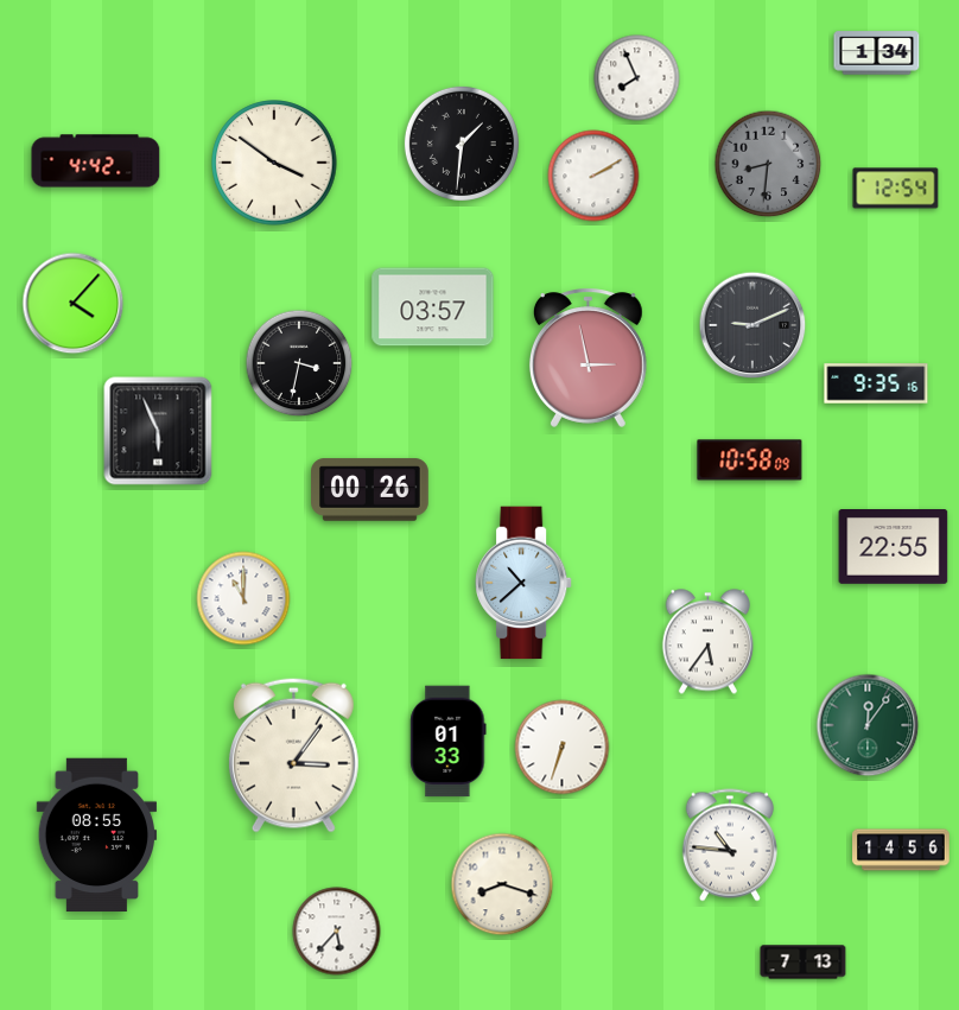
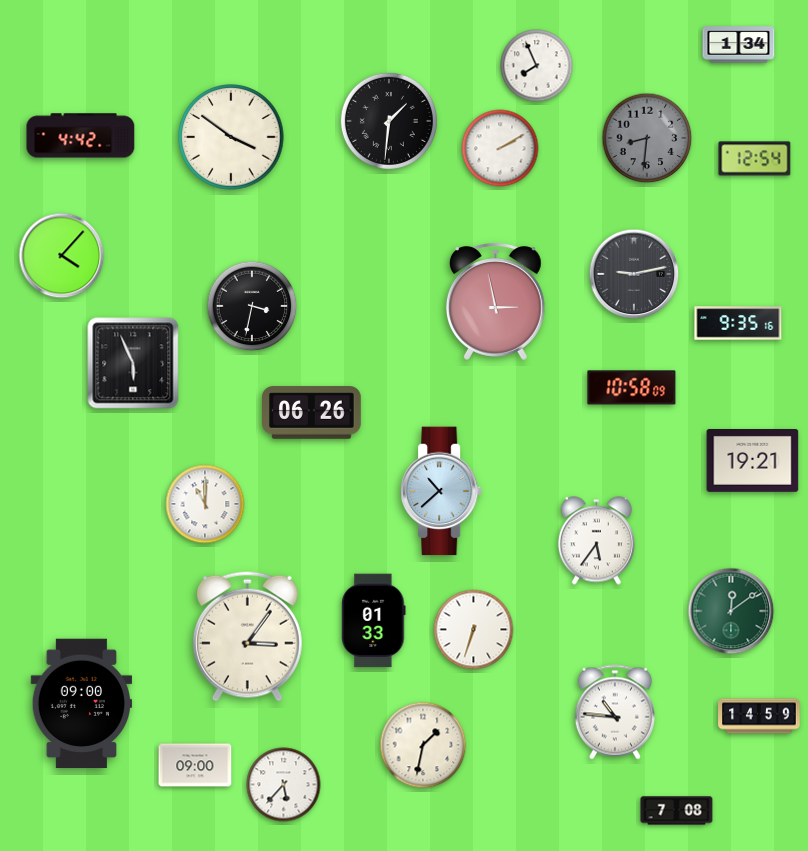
clock at (433, 307): 03:57 -> none
clock at (752, 325): 9:11 -> 9:13
clock at (370, 490): 00:26 -> 06:26
clock at (894, 547): 22:55 -> 19:21
clock at (868, 725): 12:06 -> 12:09
clock at (449, 742) position: (449, 742) -> (374, 621)
clock at (97, 836): 08:55 -> 09:00
clock at (901, 850): 14:56 -> 14:59
clock at (502, 884): 8:18 -> 1:32
clock at (195, 765): none -> 09:00
clock at (804, 963): 7:13 -> 7:08
